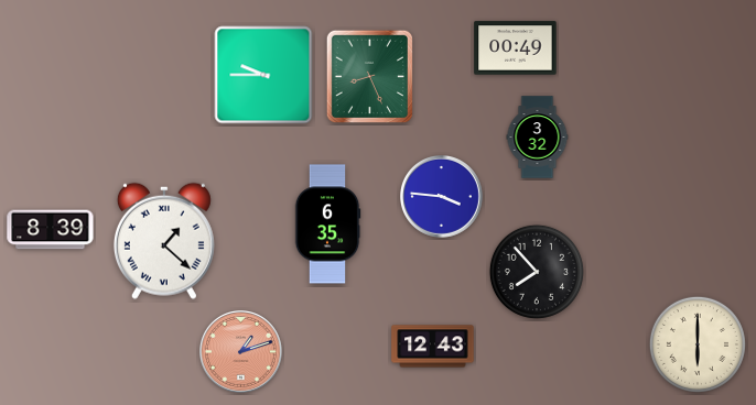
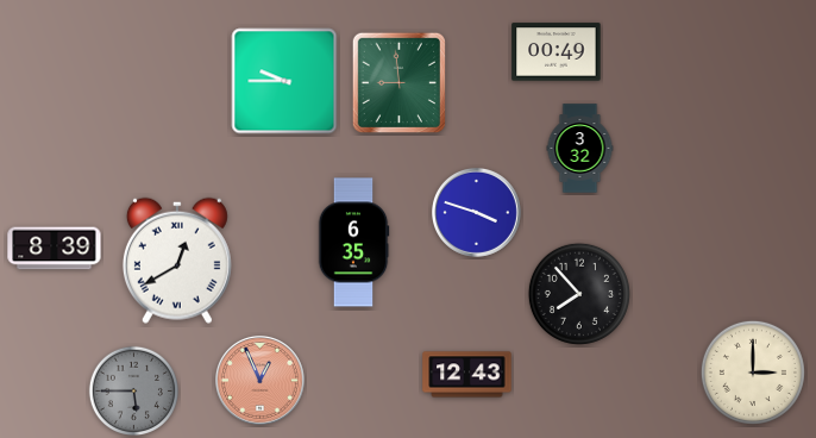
clock at (369, 76): 8:26 -> 8:59
clock at (442, 197): 3:46 -> 3:48
clock at (164, 241): 1:22 -> 12:40
clock at (698, 344): 6:00 -> 3:00
clock at (241, 352): 1:12 -> 12:56
clock at (133, 390): none -> 5:45
